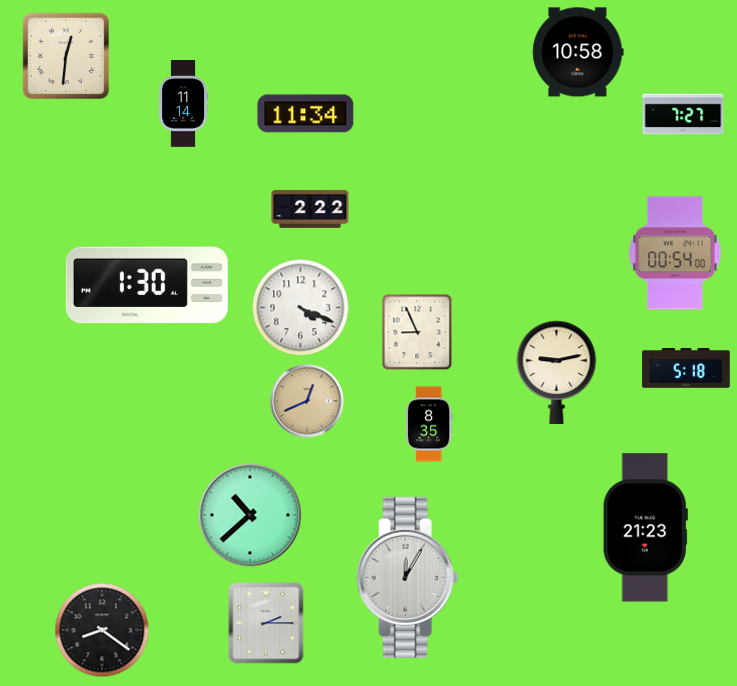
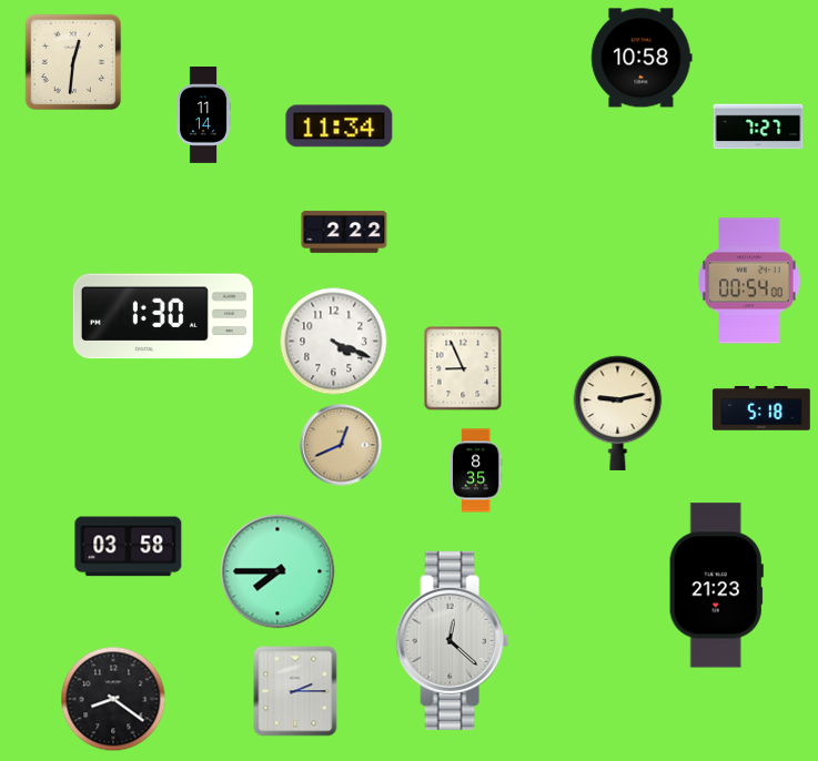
clock at (129, 547): none -> 03:58
clock at (250, 515): 10:38 -> 7:45
clock at (408, 577): 12:05 -> 12:22
